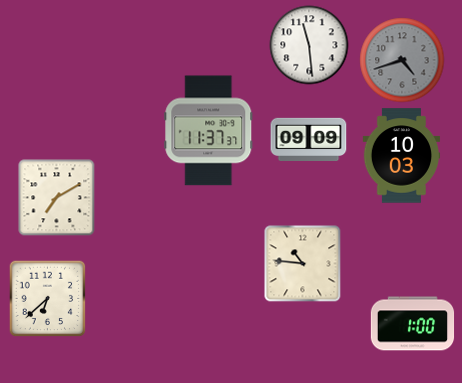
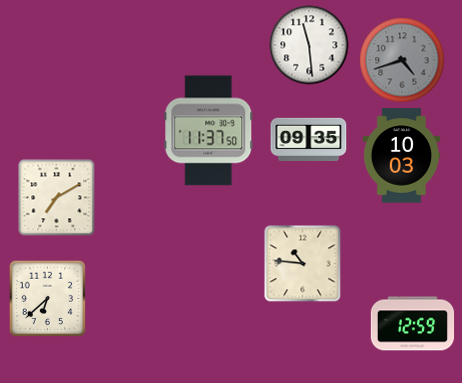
clock at (209, 131): 11:37:37 -> 11:37:50
clock at (309, 139): 09:09 -> 09:35
clock at (413, 324): 1:00 -> 12:59
